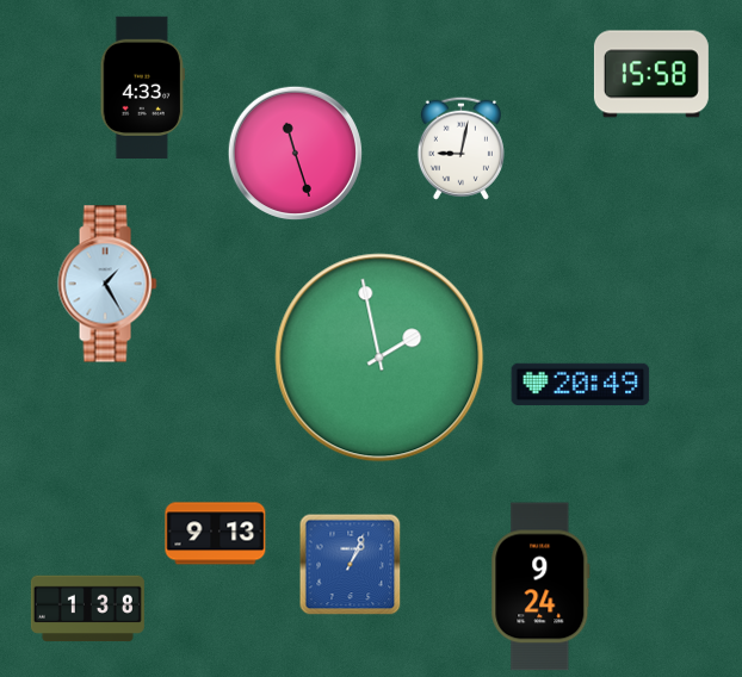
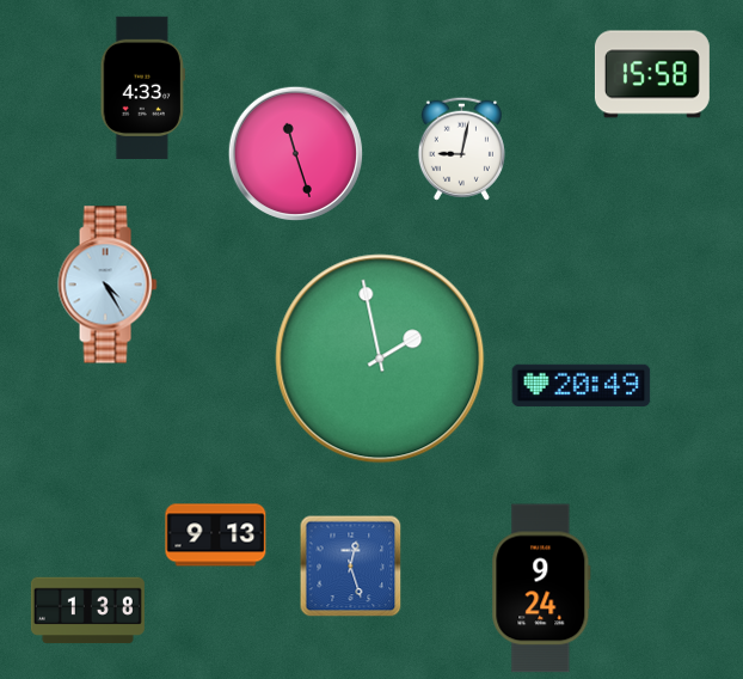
clock at (107, 284): 1:25 -> 4:25
clock at (351, 565): 1:04 -> 12:27
